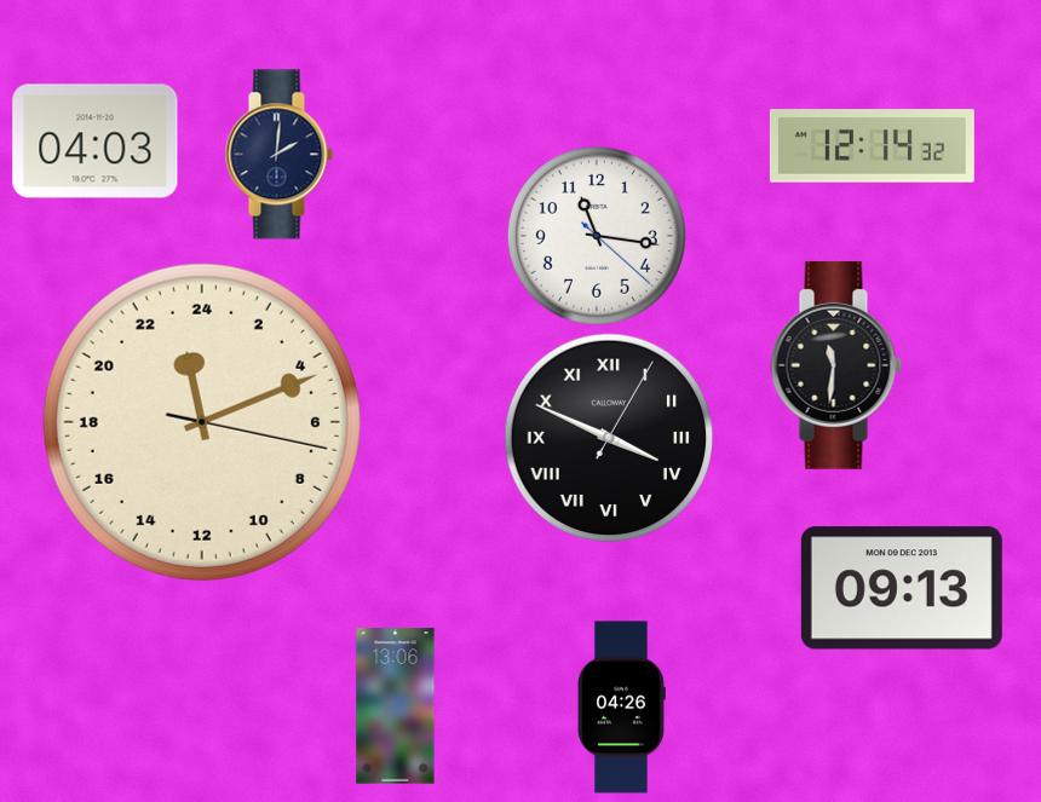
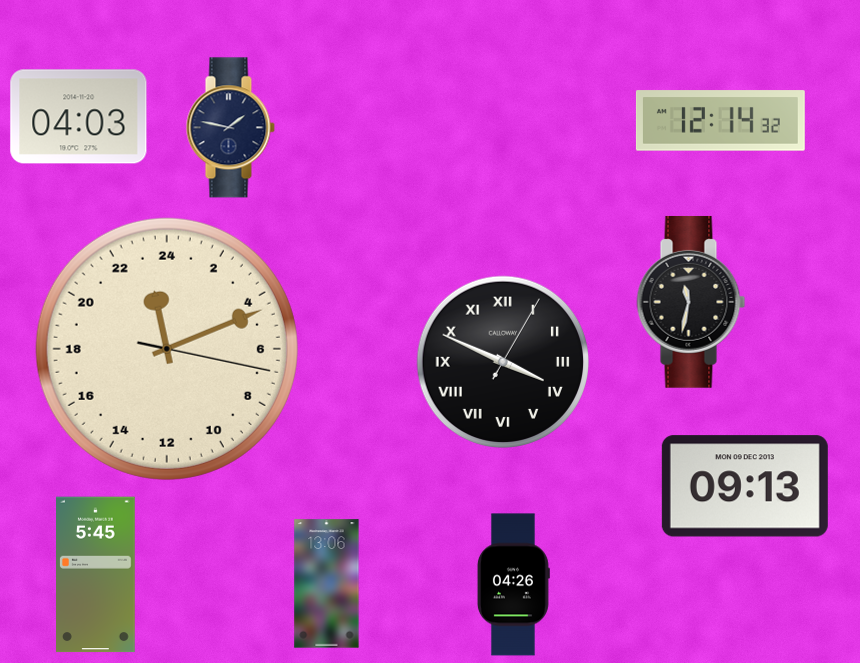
clock at (278, 155): 2:01 -> 1:47
clock at (597, 236): 11:16 -> none
clock at (836, 365): 11:31 -> 11:32
clock at (96, 575): none -> 5:45
